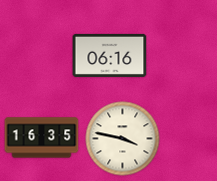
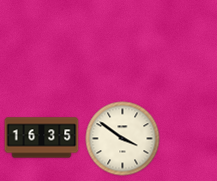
clock at (110, 55): 06:16 -> none
clock at (123, 139): 3:47 -> 3:51
